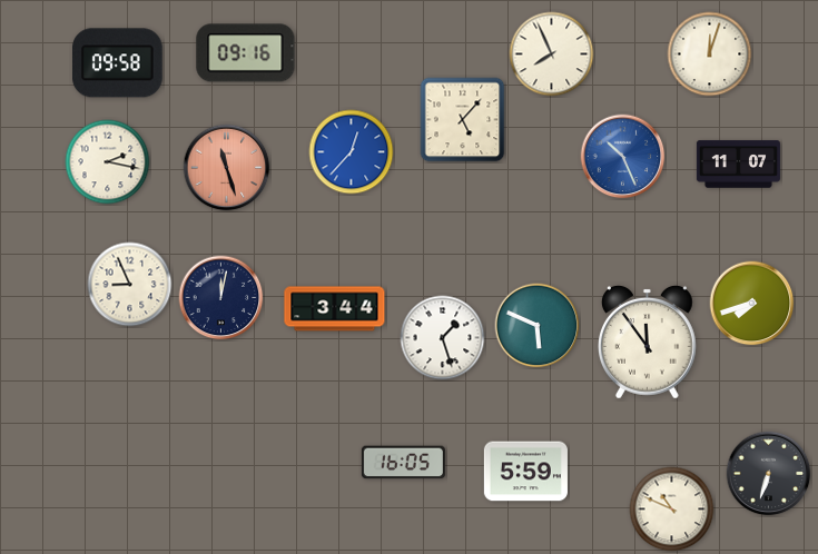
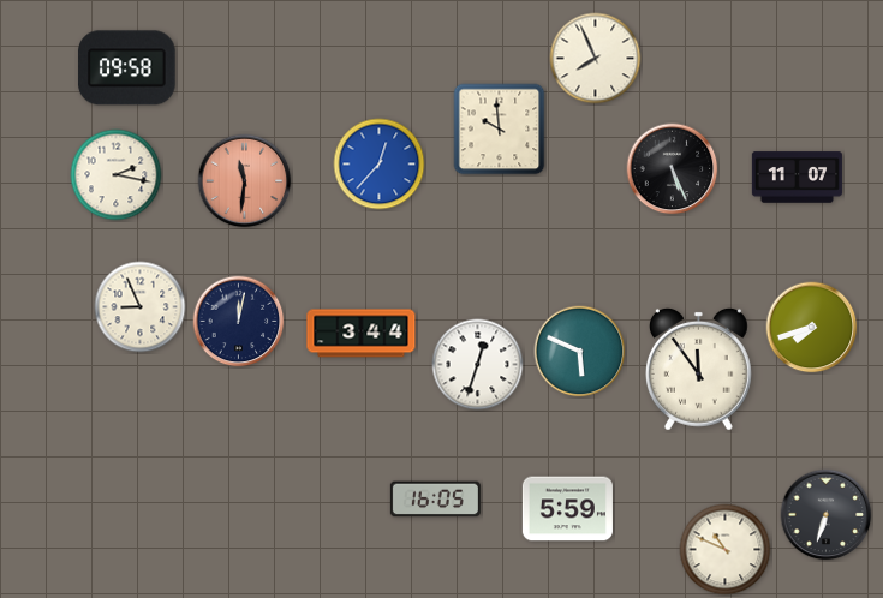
clock at (246, 53): 09:16 -> none
clock at (710, 55): 12:03 -> none
clock at (463, 120): 5:07 -> 9:59
clock at (623, 157): 10:26 -> 5:26
clock at (623, 157) dial: blue -> black
clock at (227, 168): 11:27 -> 11:31
clock at (443, 338): 1:27 -> 12:33
clock at (769, 474) position: (769, 474) -> (827, 515)
